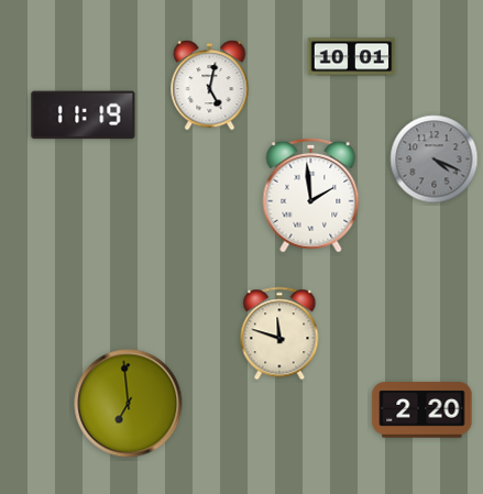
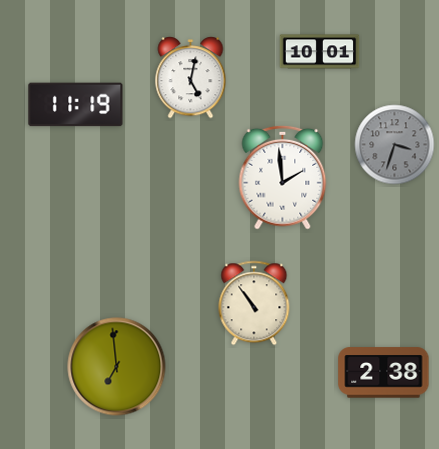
clock at (435, 160): 4:19 -> 3:33
clock at (279, 333): 11:48 -> 10:54
clock at (422, 410): 2:20 -> 2:38
